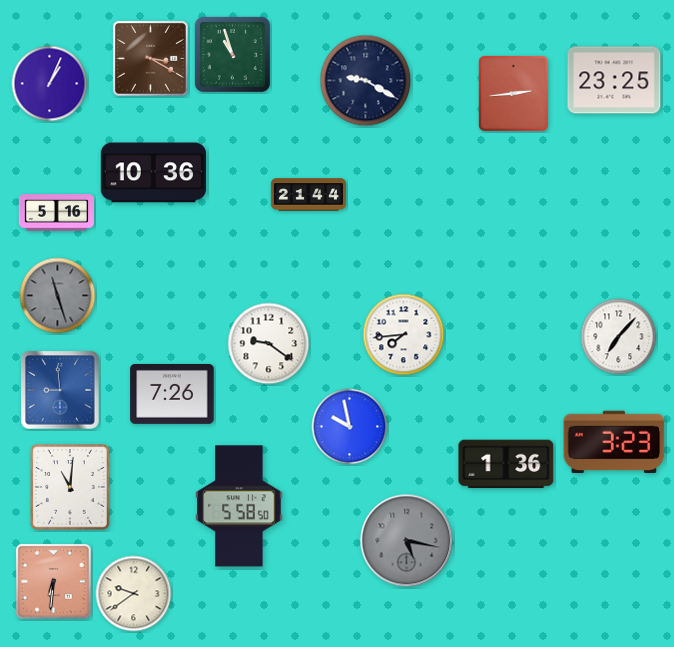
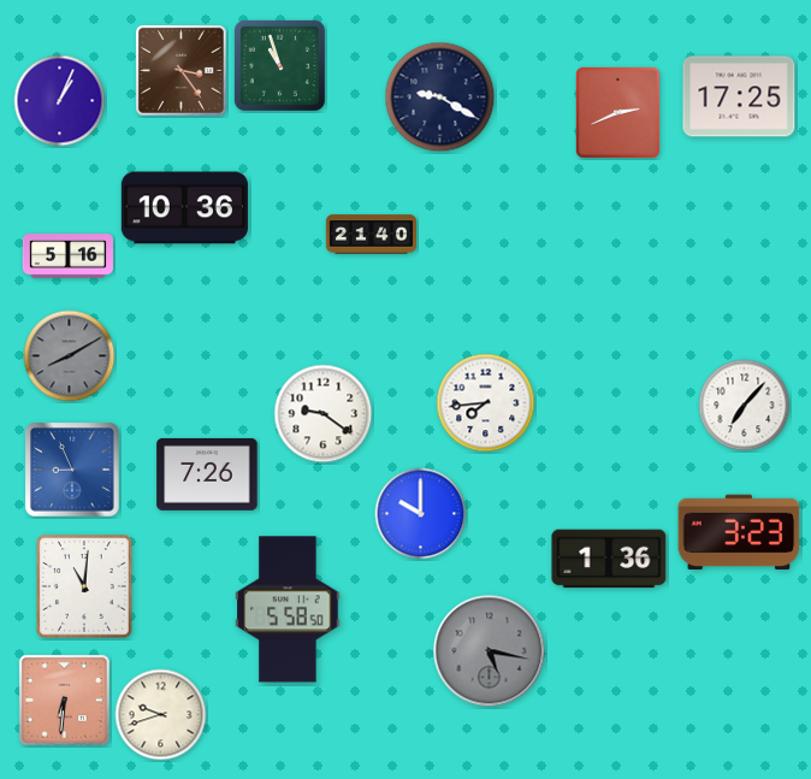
clock at (150, 58): 3:20 -> 3:24
clock at (614, 80): 23:25 -> 17:25
clock at (513, 93): 2:44 -> 2:41
clock at (308, 195): 21:44 -> 21:40
clock at (58, 296): 11:27 -> 8:10
clock at (60, 390): 8:59 -> 8:56
clock at (350, 427): 9:58 -> 10:00
clock at (134, 594): 9:39 -> 9:42
